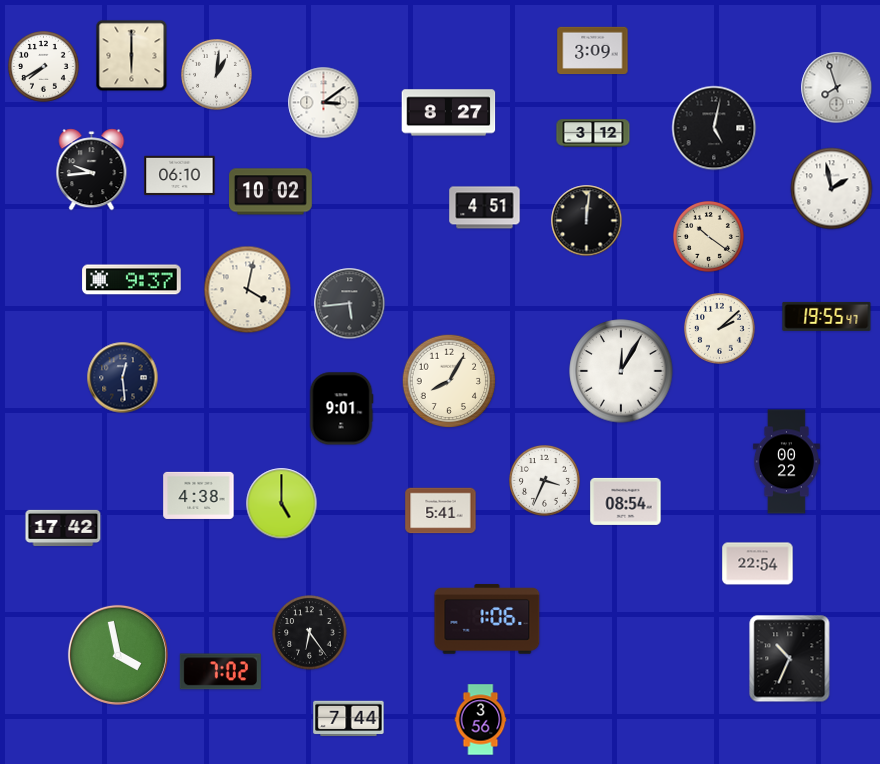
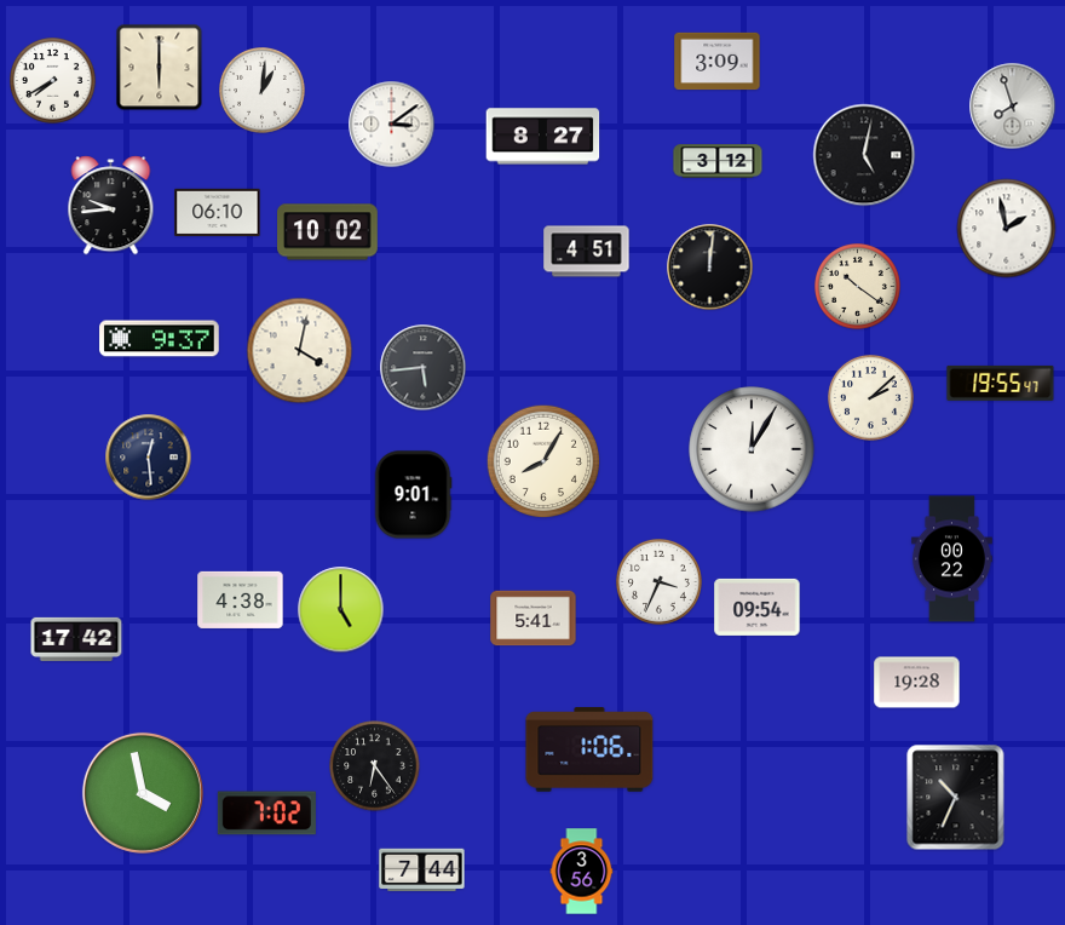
clock at (626, 501): 08:54 -> 09:54
clock at (758, 564): 22:54 -> 19:28
